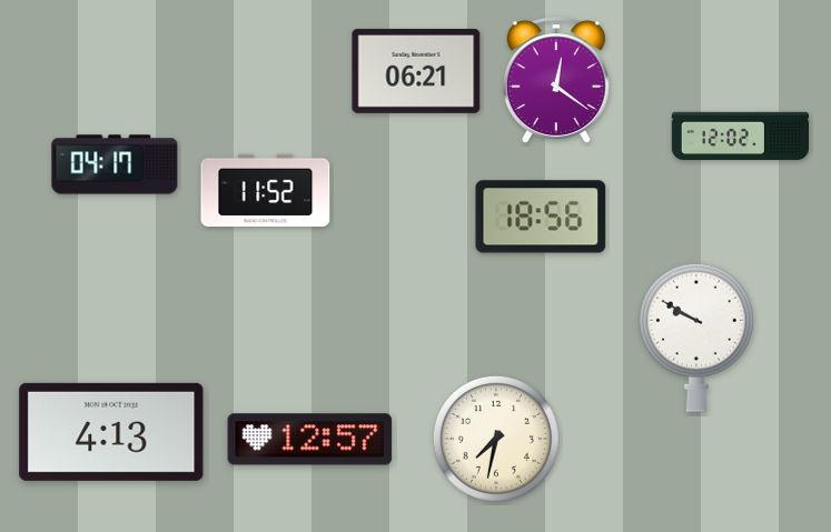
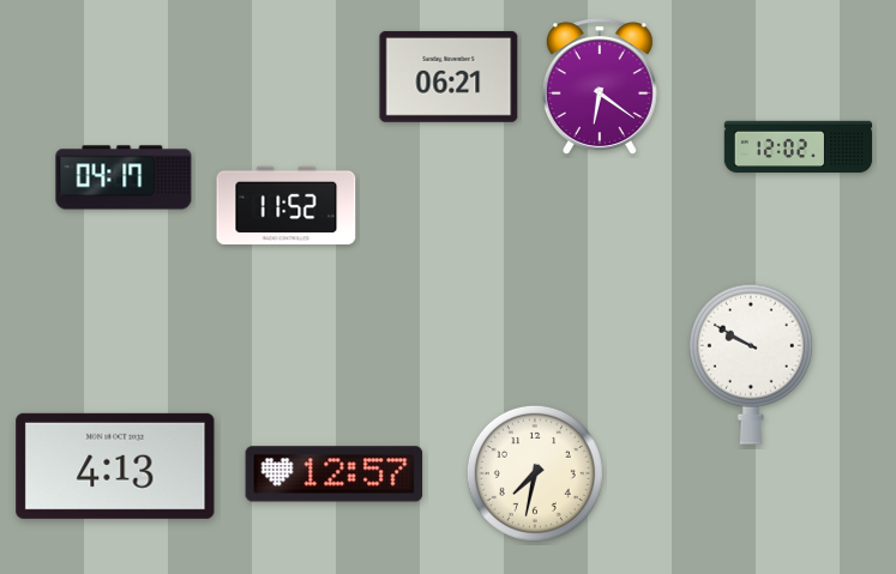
clock at (556, 80): 12:21 -> 6:21
clock at (541, 217): 18:56 -> none
clock at (111, 432) position: (111, 432) -> (115, 466)
